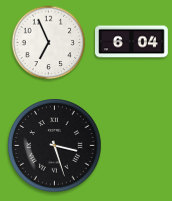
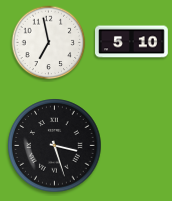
clock at (132, 42): 6:04 -> 5:10
clock at (49, 43): 6:56 -> 6:58
